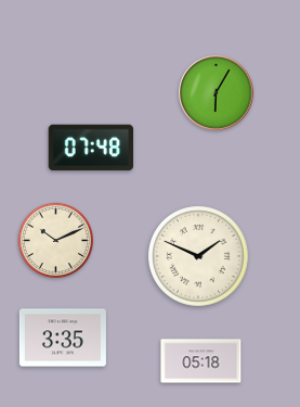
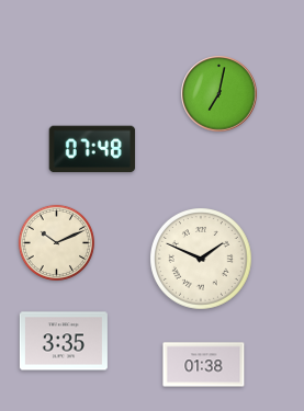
clock at (217, 93): 6:05 -> 7:02
clock at (201, 361): 05:18 -> 01:38
